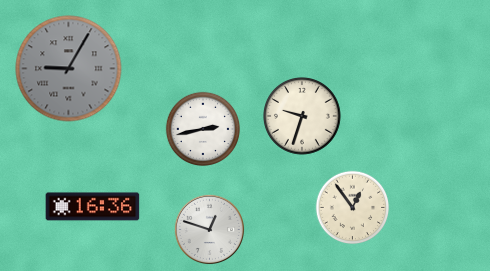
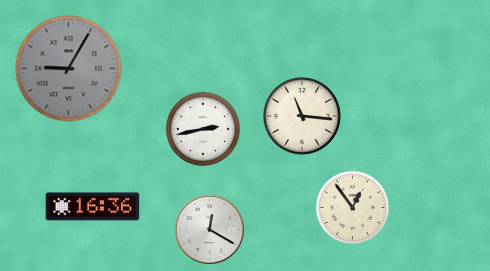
clock at (303, 117): 9:33 -> 11:16
clock at (209, 229): 12:48 -> 12:20
